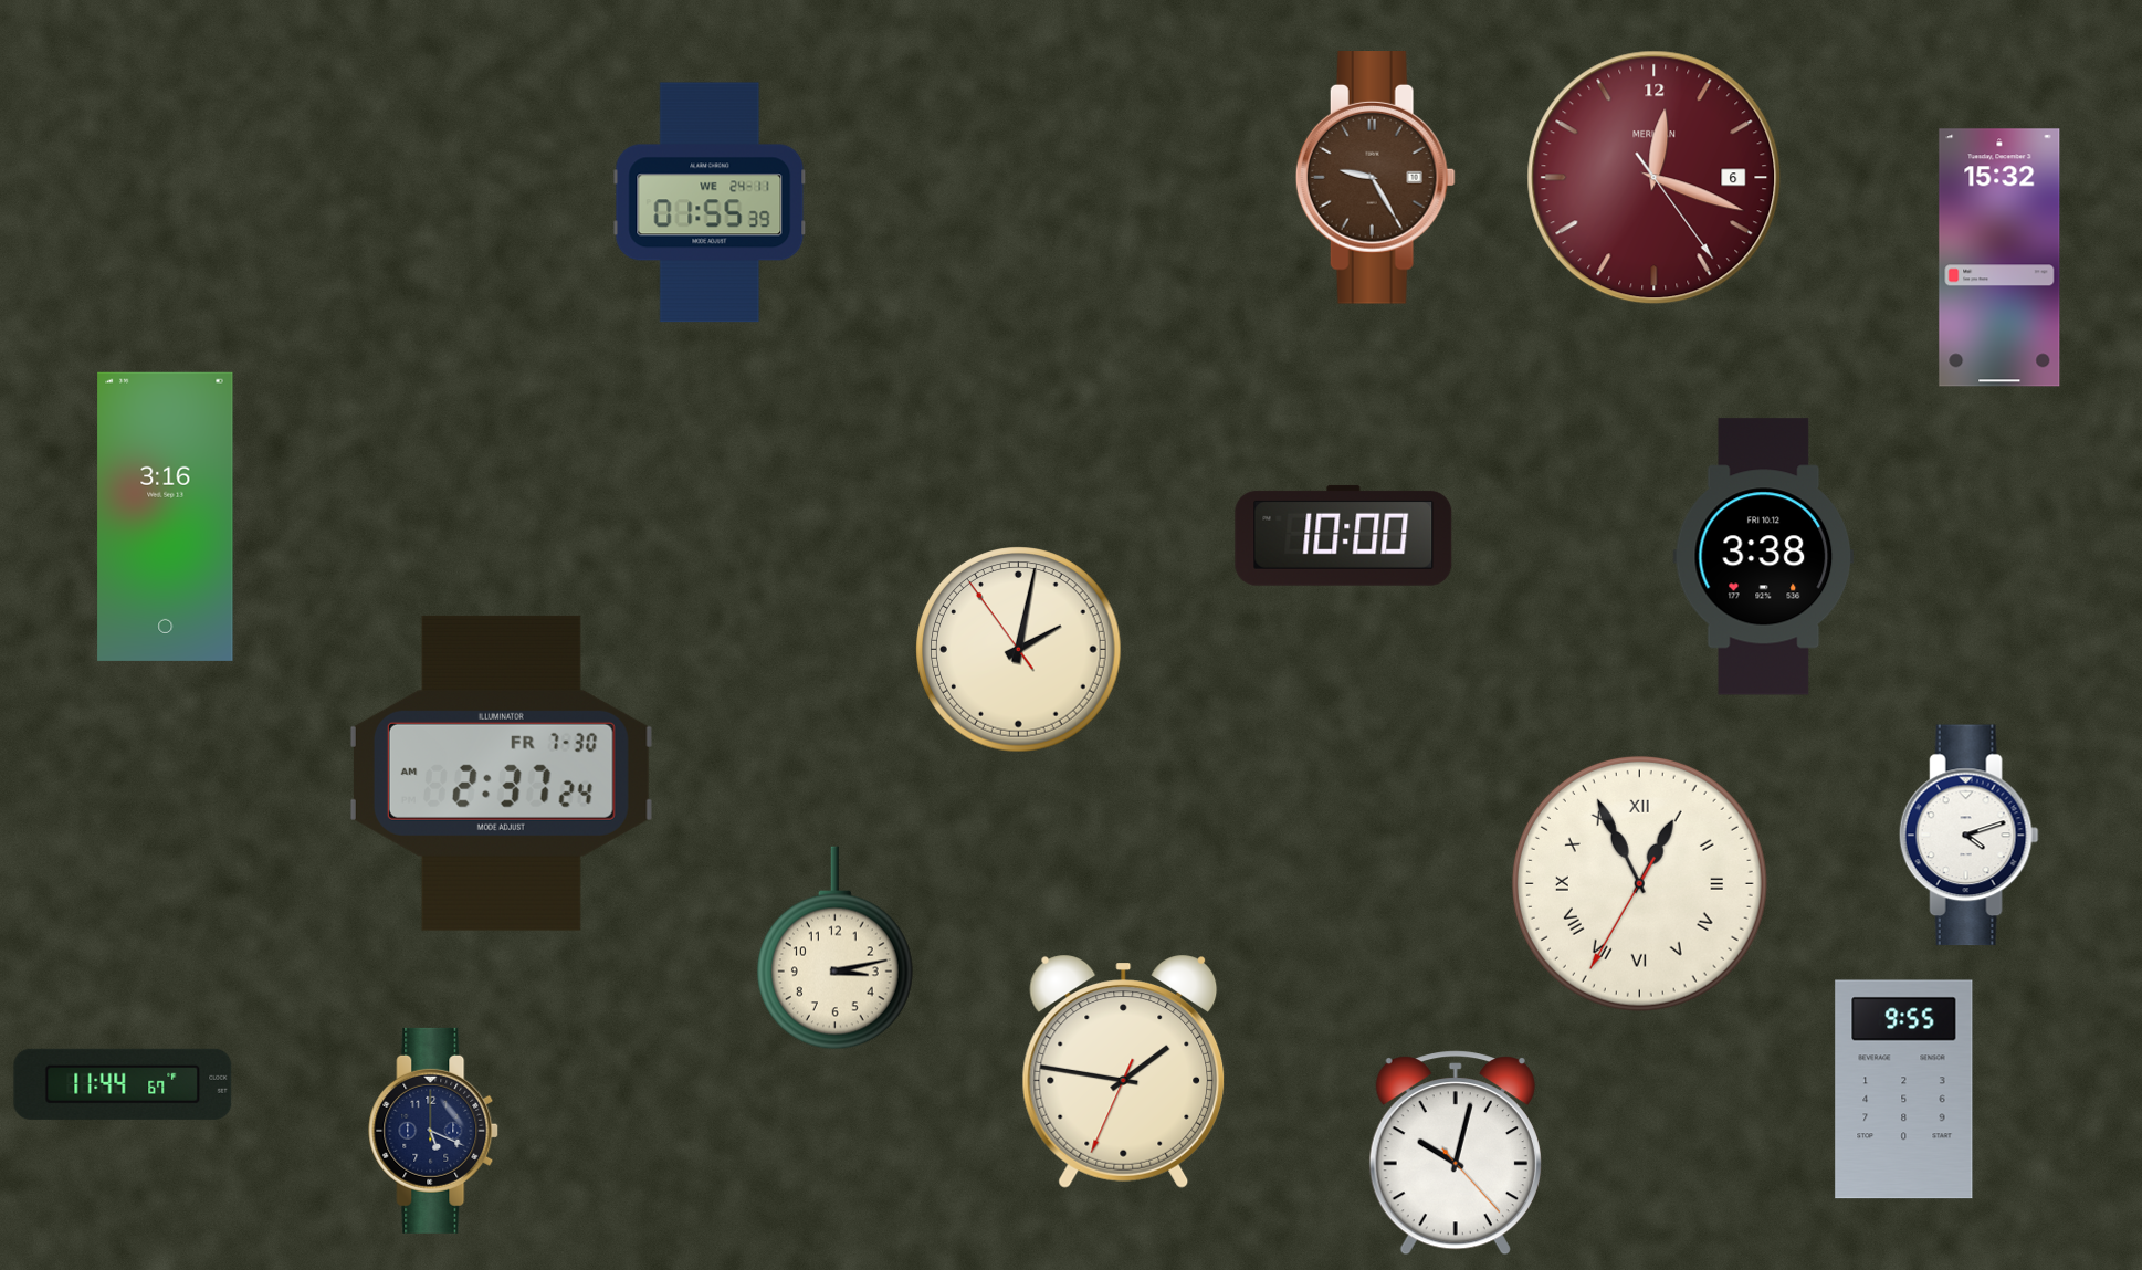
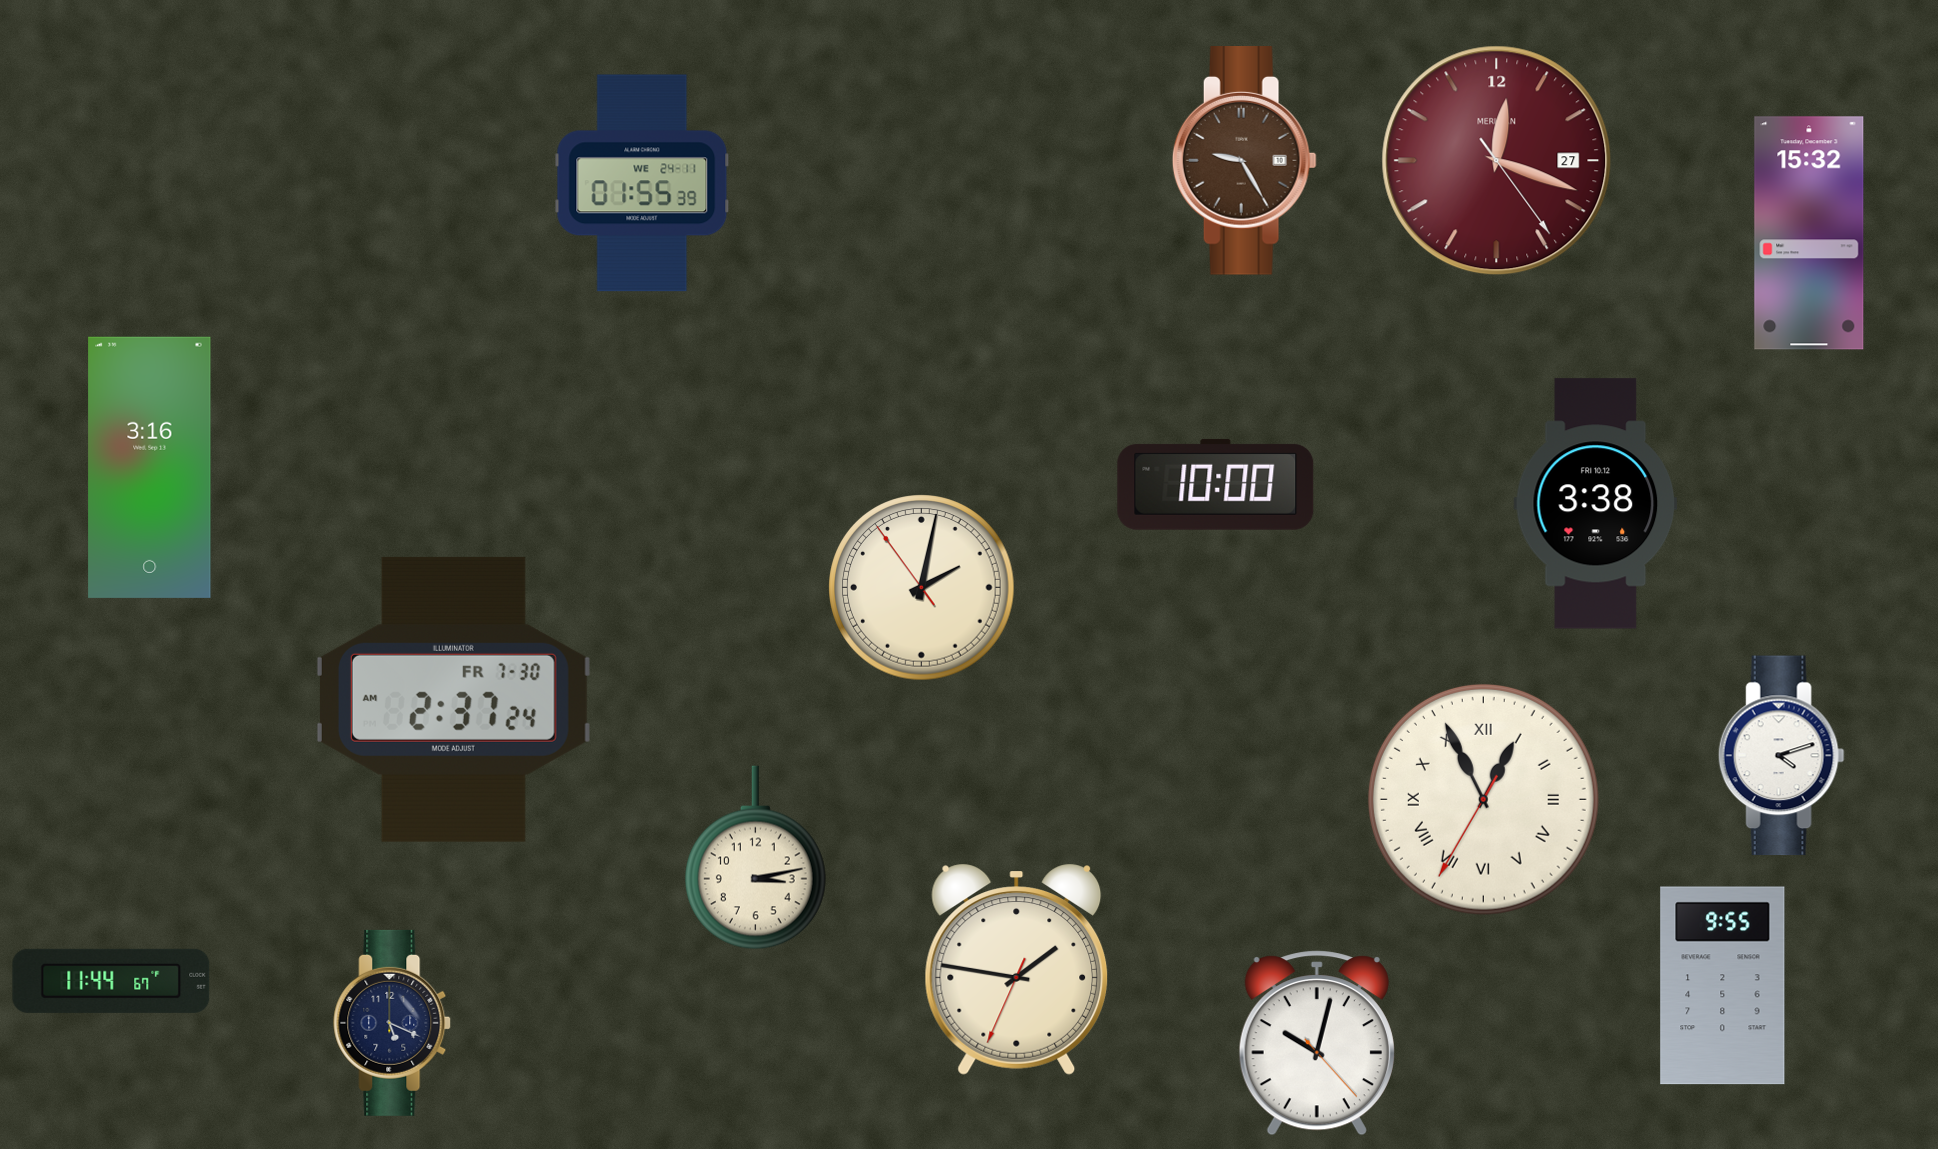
clock at (1655, 178) date: 6 -> 27
